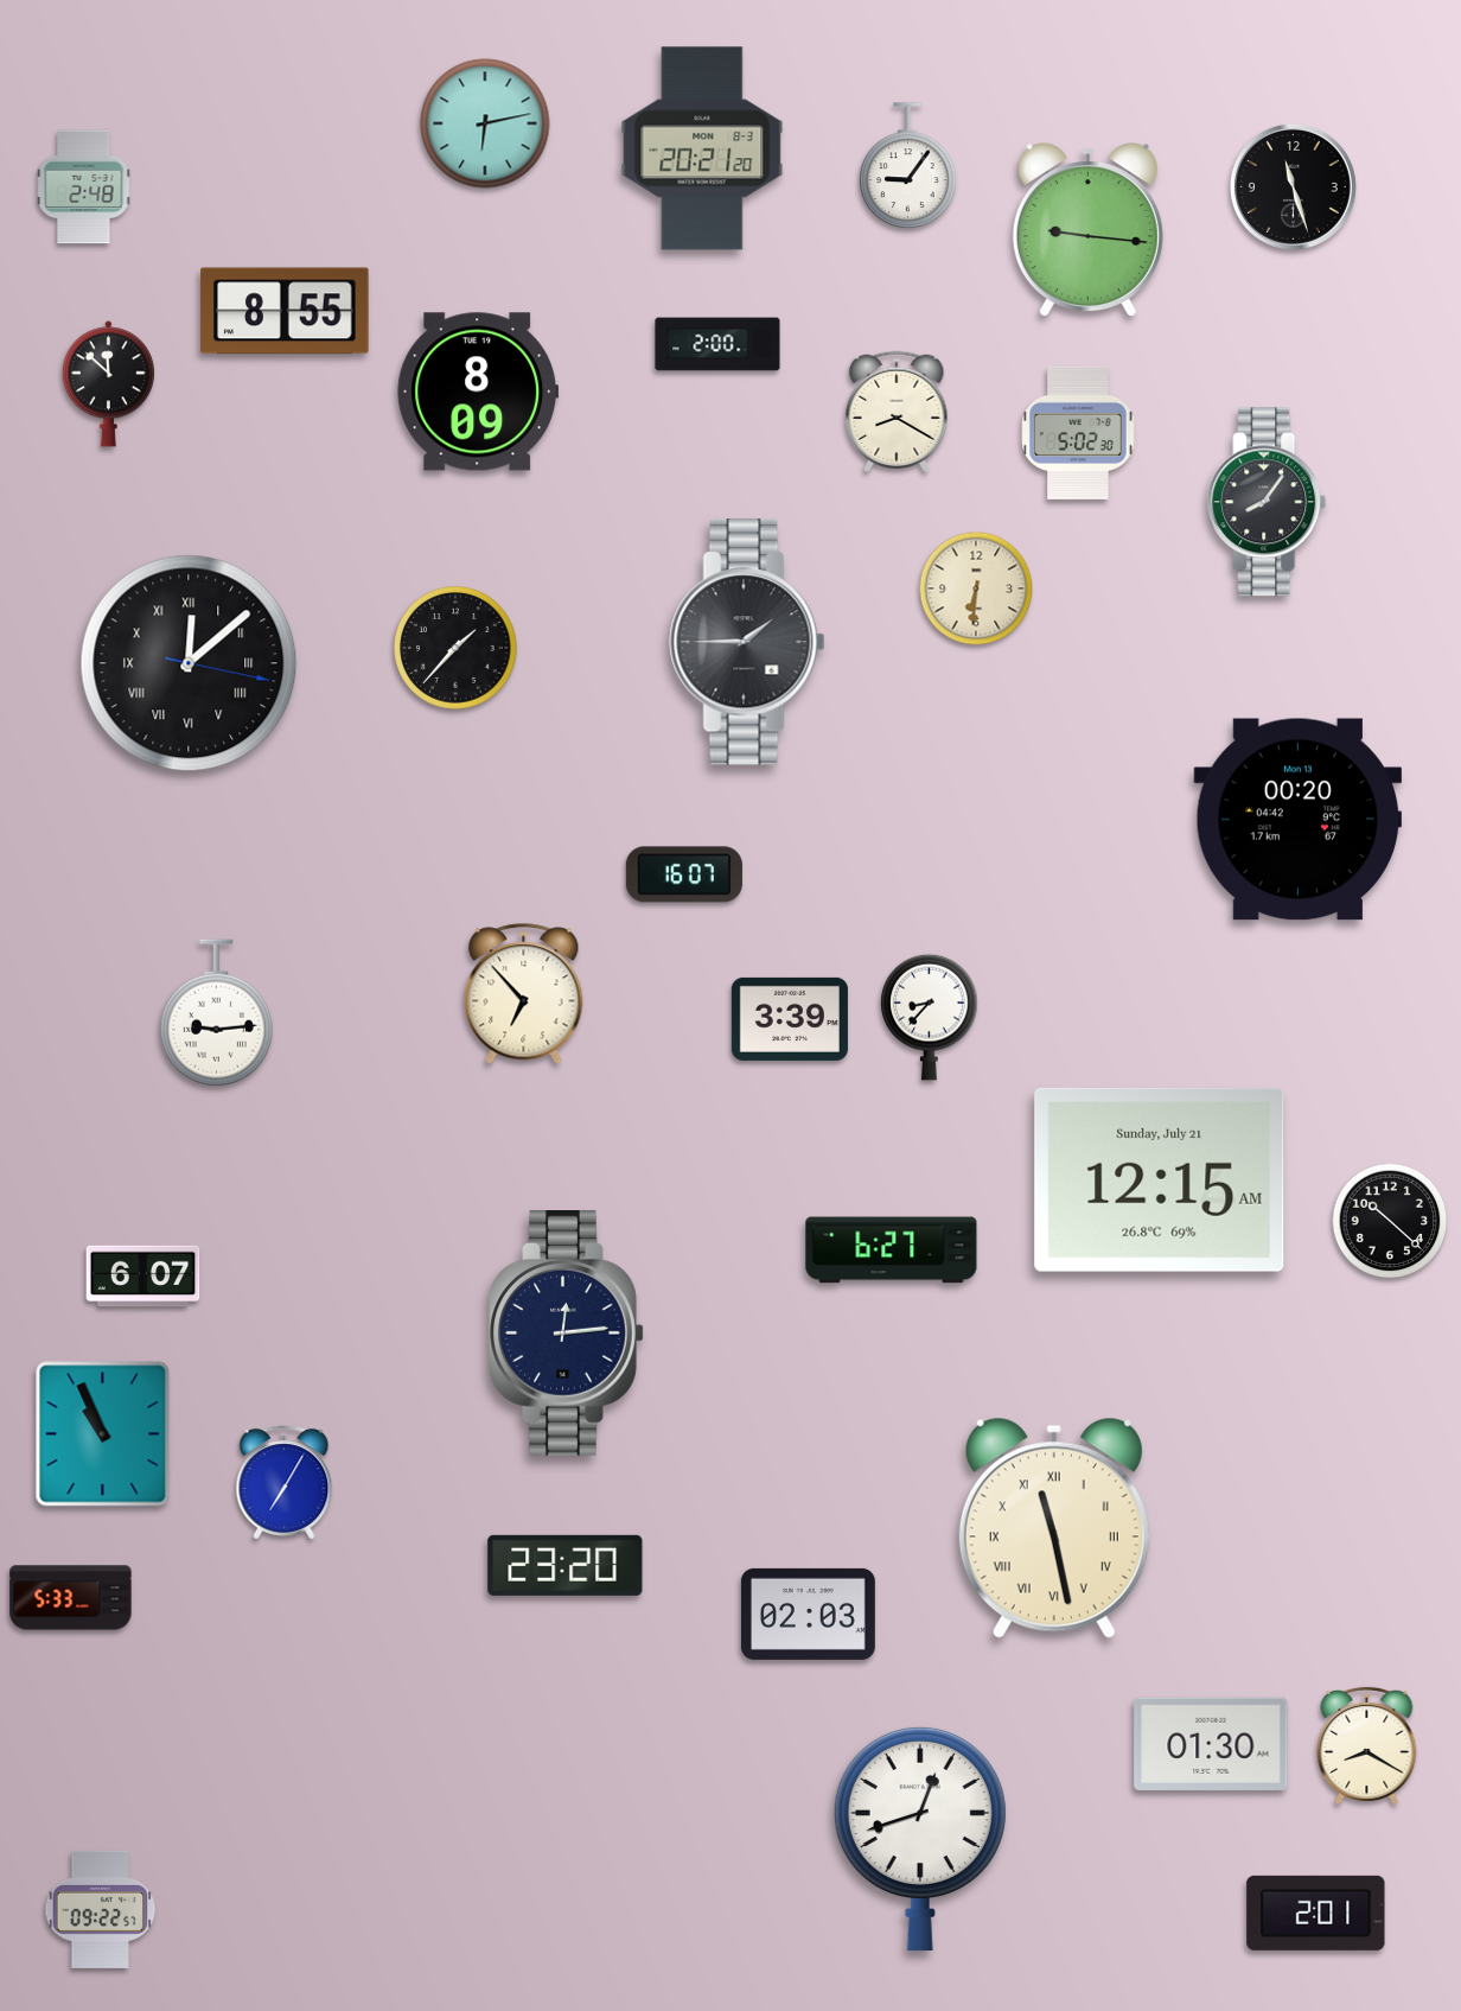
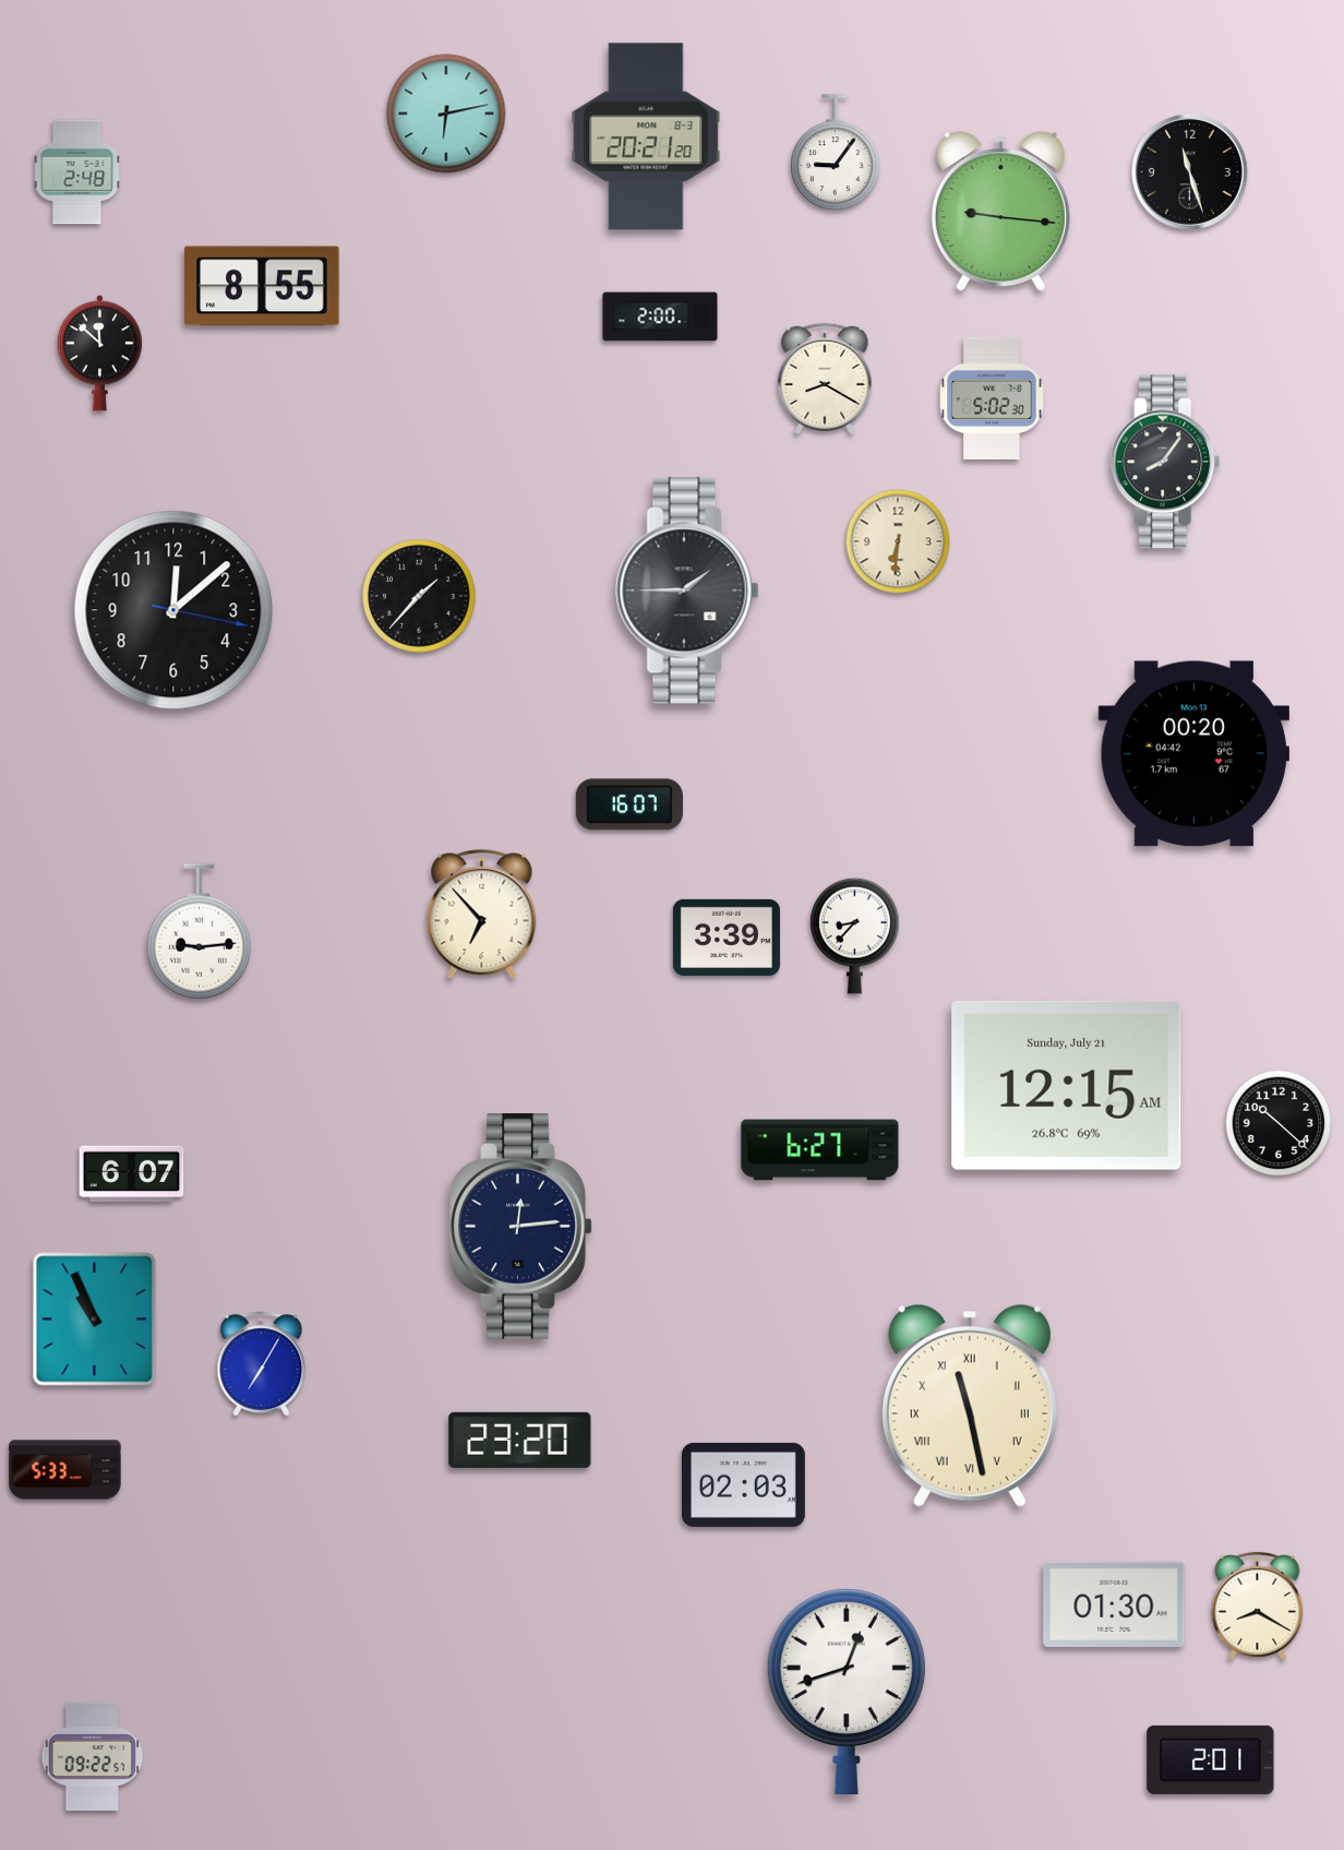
clock at (477, 392): 8:09 -> none
clock at (189, 663) numerals: Roman -> Arabic
